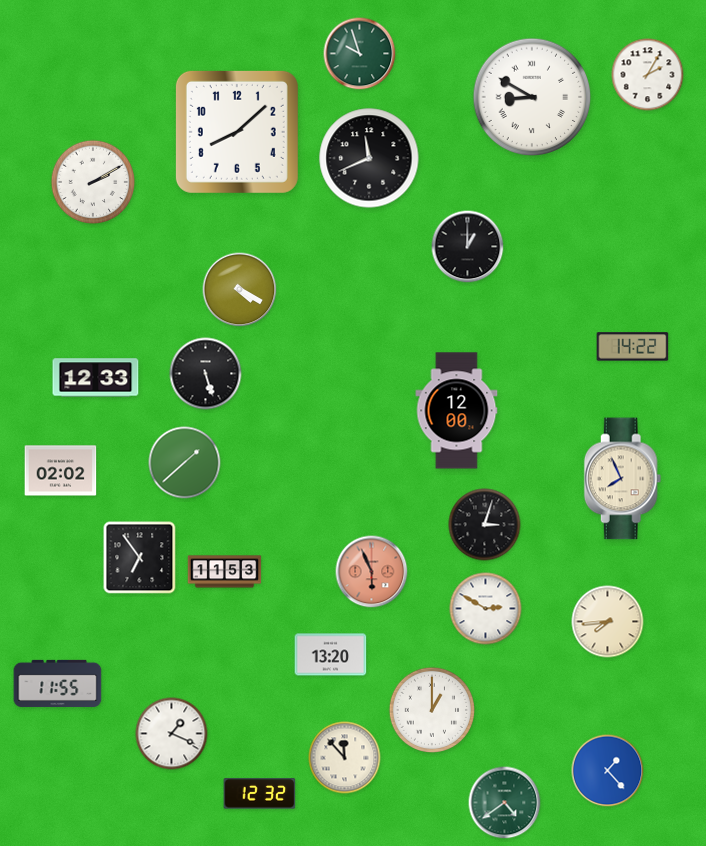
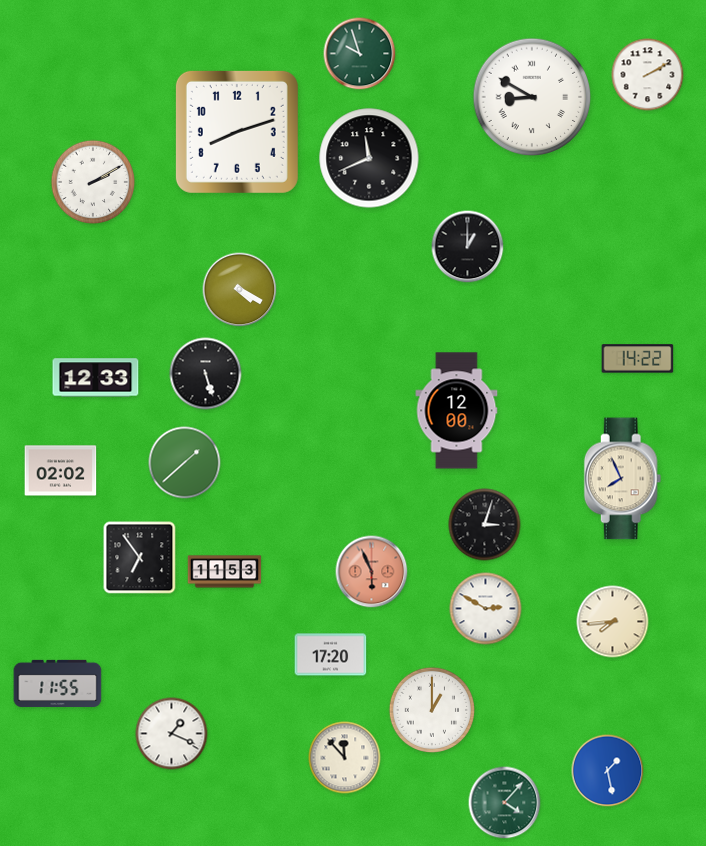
clock at (648, 75): 2:05 -> 2:10
clock at (237, 132): 8:08 -> 8:12
clock at (633, 347) position: (633, 347) -> (638, 359)
clock at (608, 622) position: (608, 622) -> (613, 622)
clock at (331, 655): 13:20 -> 17:20
clock at (608, 771): 1:23 -> 1:28
clock at (260, 794): 12:32 -> none
clock at (505, 803): 4:39 -> 4:07
